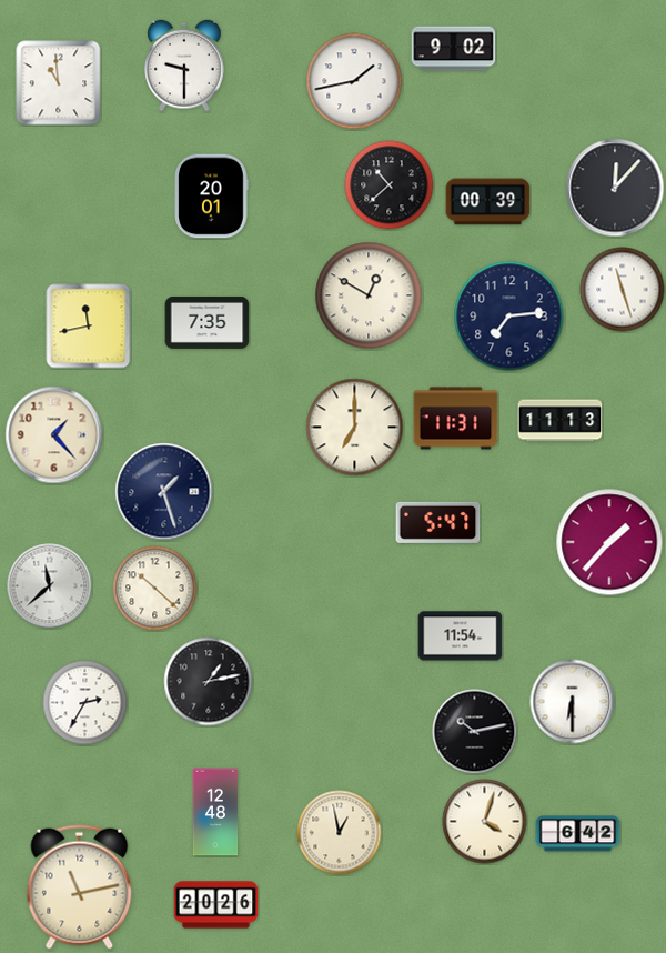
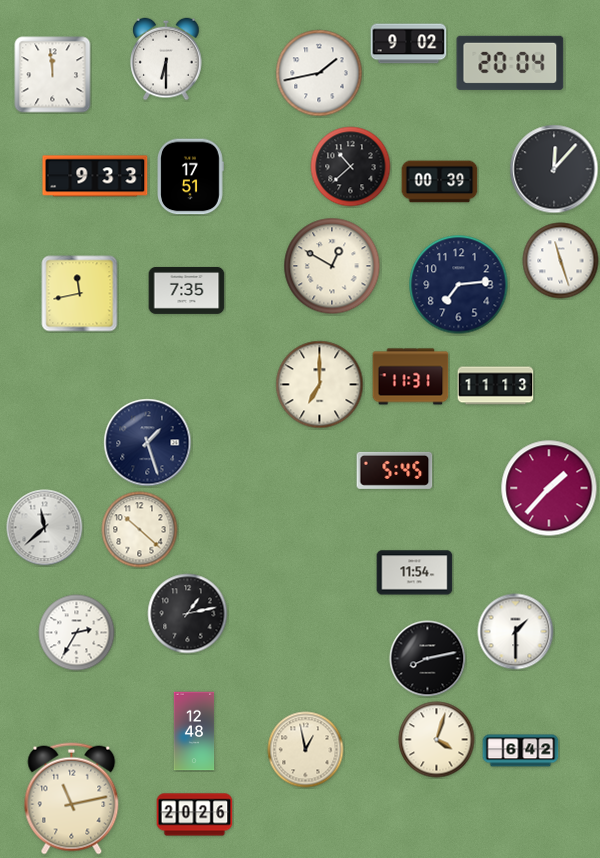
clock at (184, 66): 9:30 -> 6:30
clock at (510, 63): none -> 20:04
clock at (59, 83): 10:59 -> 11:59
clock at (95, 176): none -> 9:33
clock at (211, 197): 20:01 -> 17:51
clock at (561, 421) position: (561, 421) -> (496, 386)
clock at (54, 435): 1:23 -> none
clock at (438, 522): 5:47 -> 5:45
clock at (573, 702): 6:30 -> 1:30
clock at (475, 732): 10:13 -> 8:13
